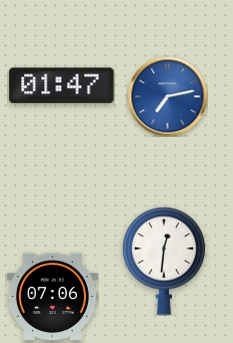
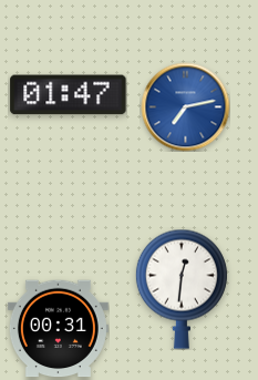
clock at (52, 297): 07:06 -> 00:31
